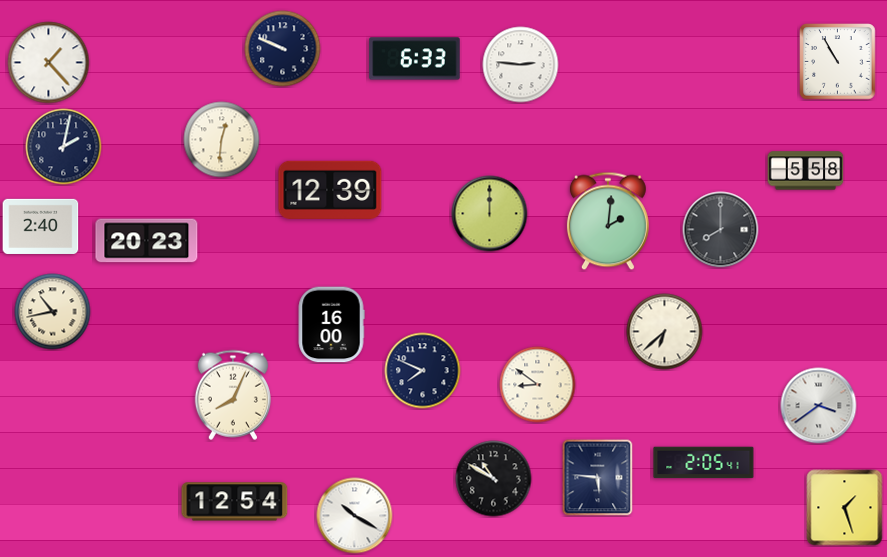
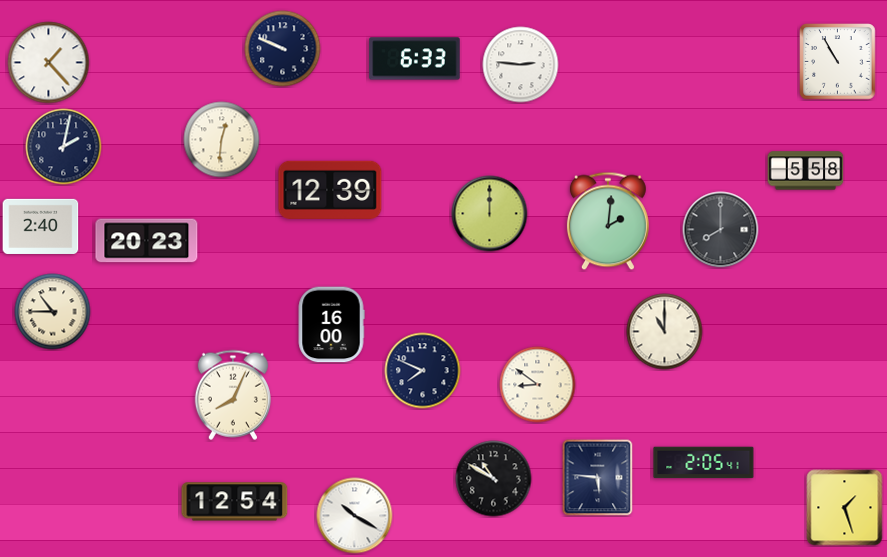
clock at (53, 312): 10:43 -> 10:45
clock at (665, 332): 6:38 -> 11:00
clock at (819, 406): 3:39 -> none
